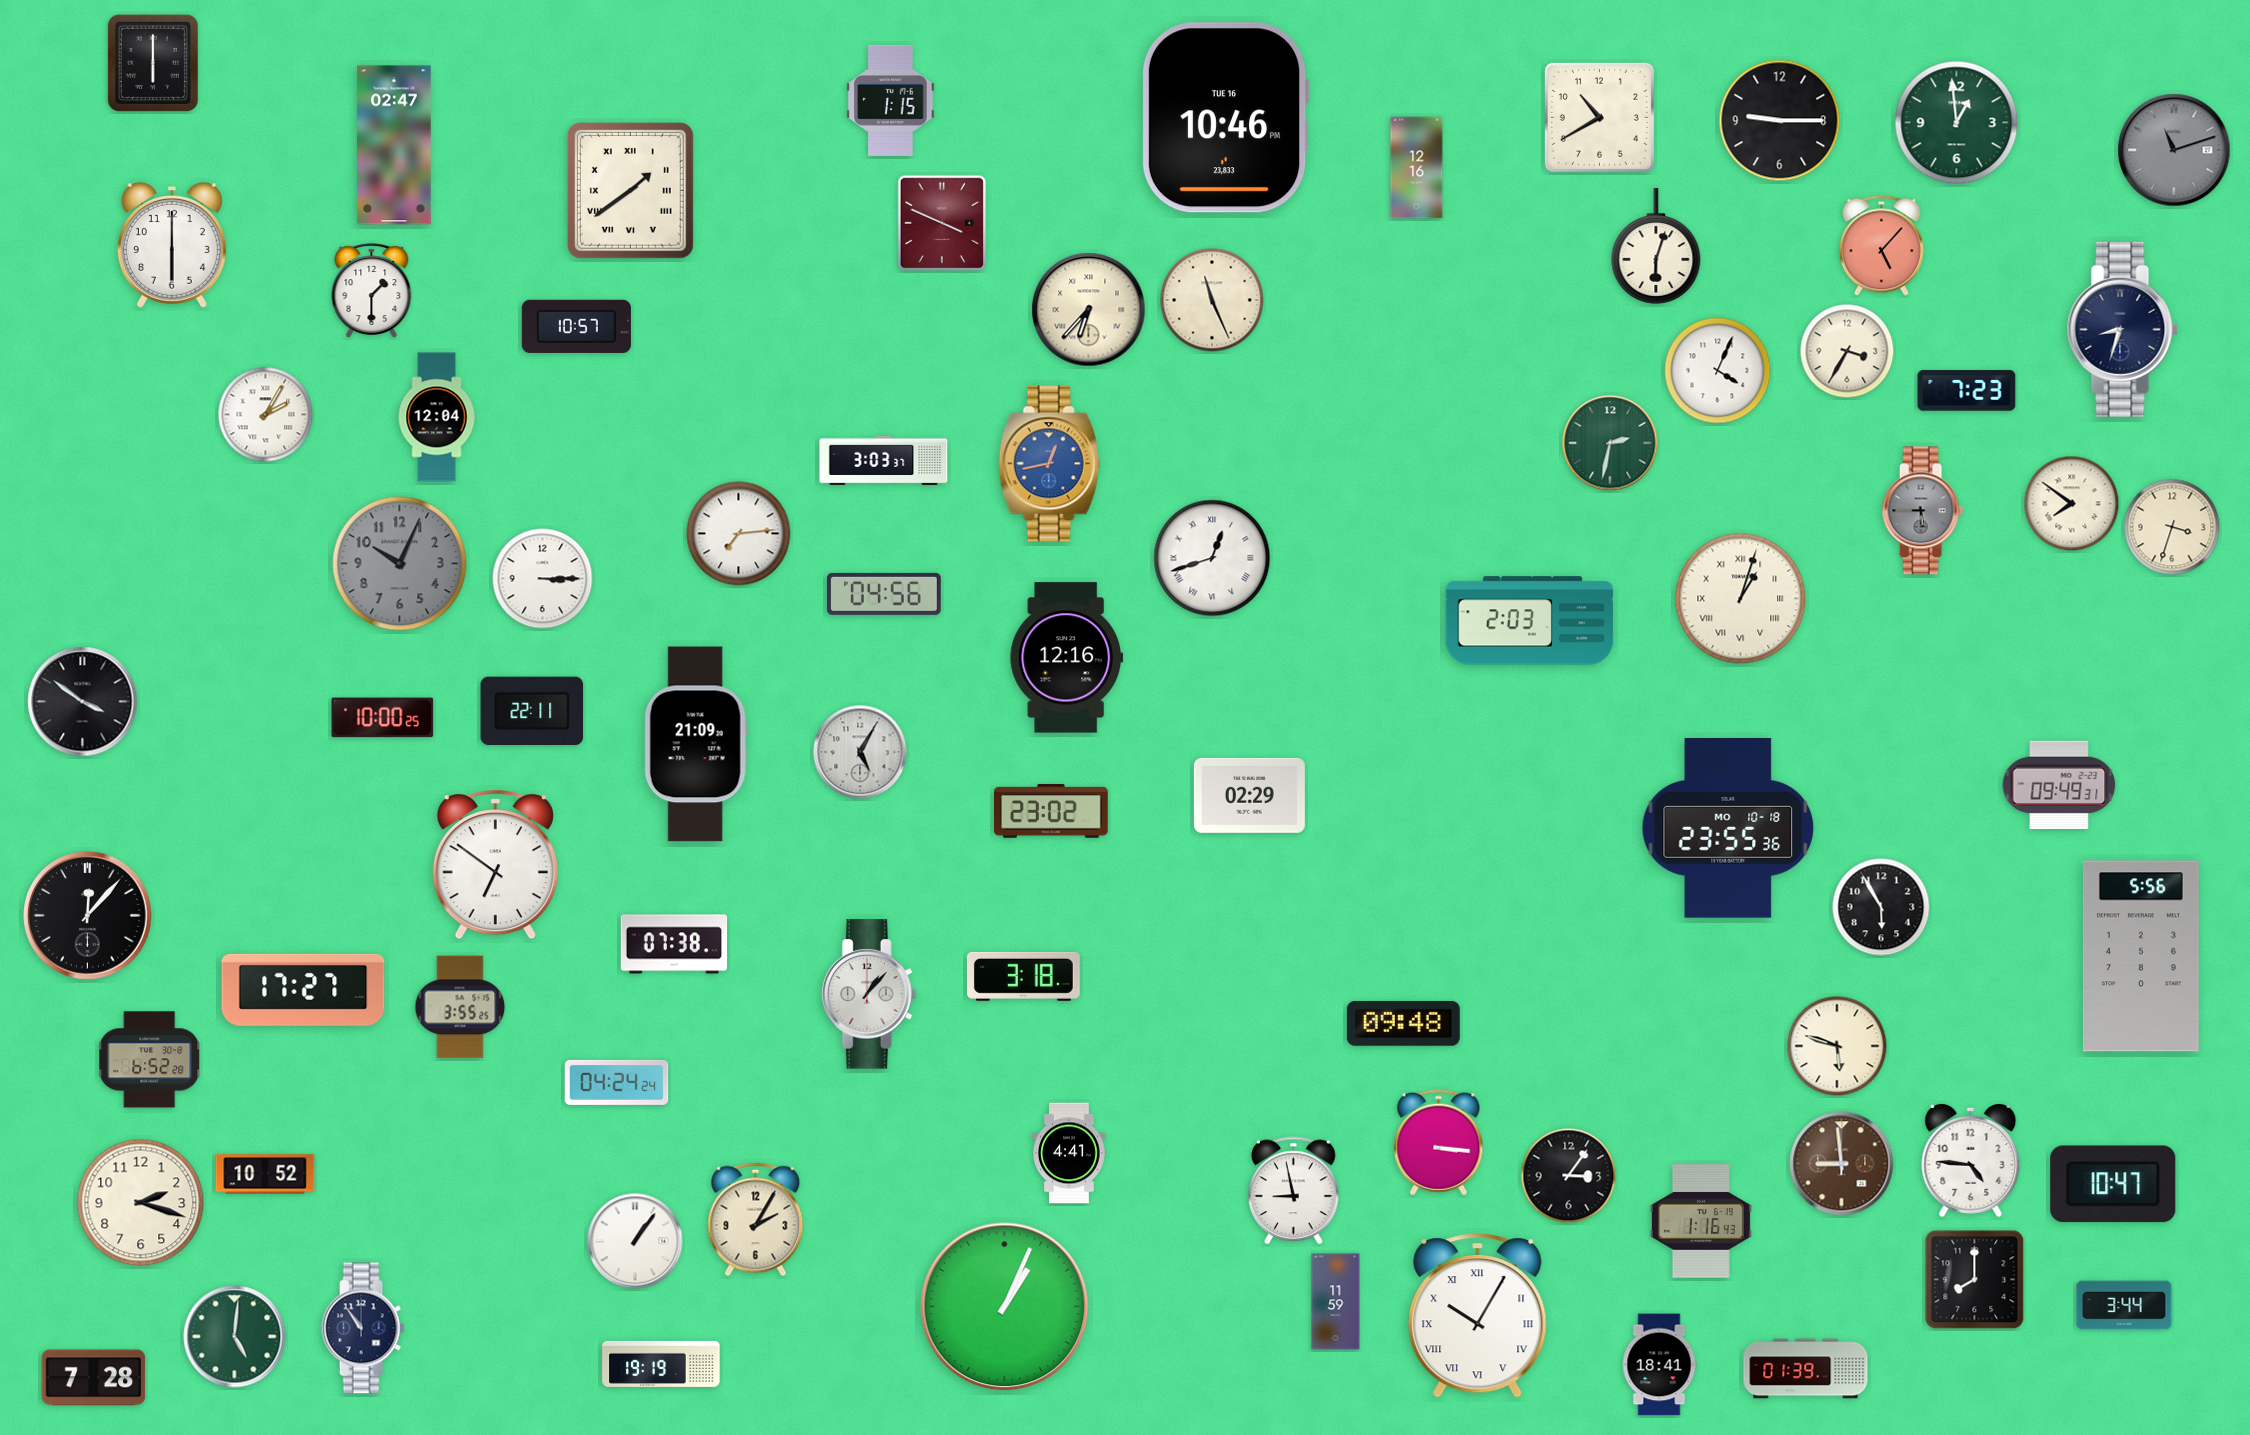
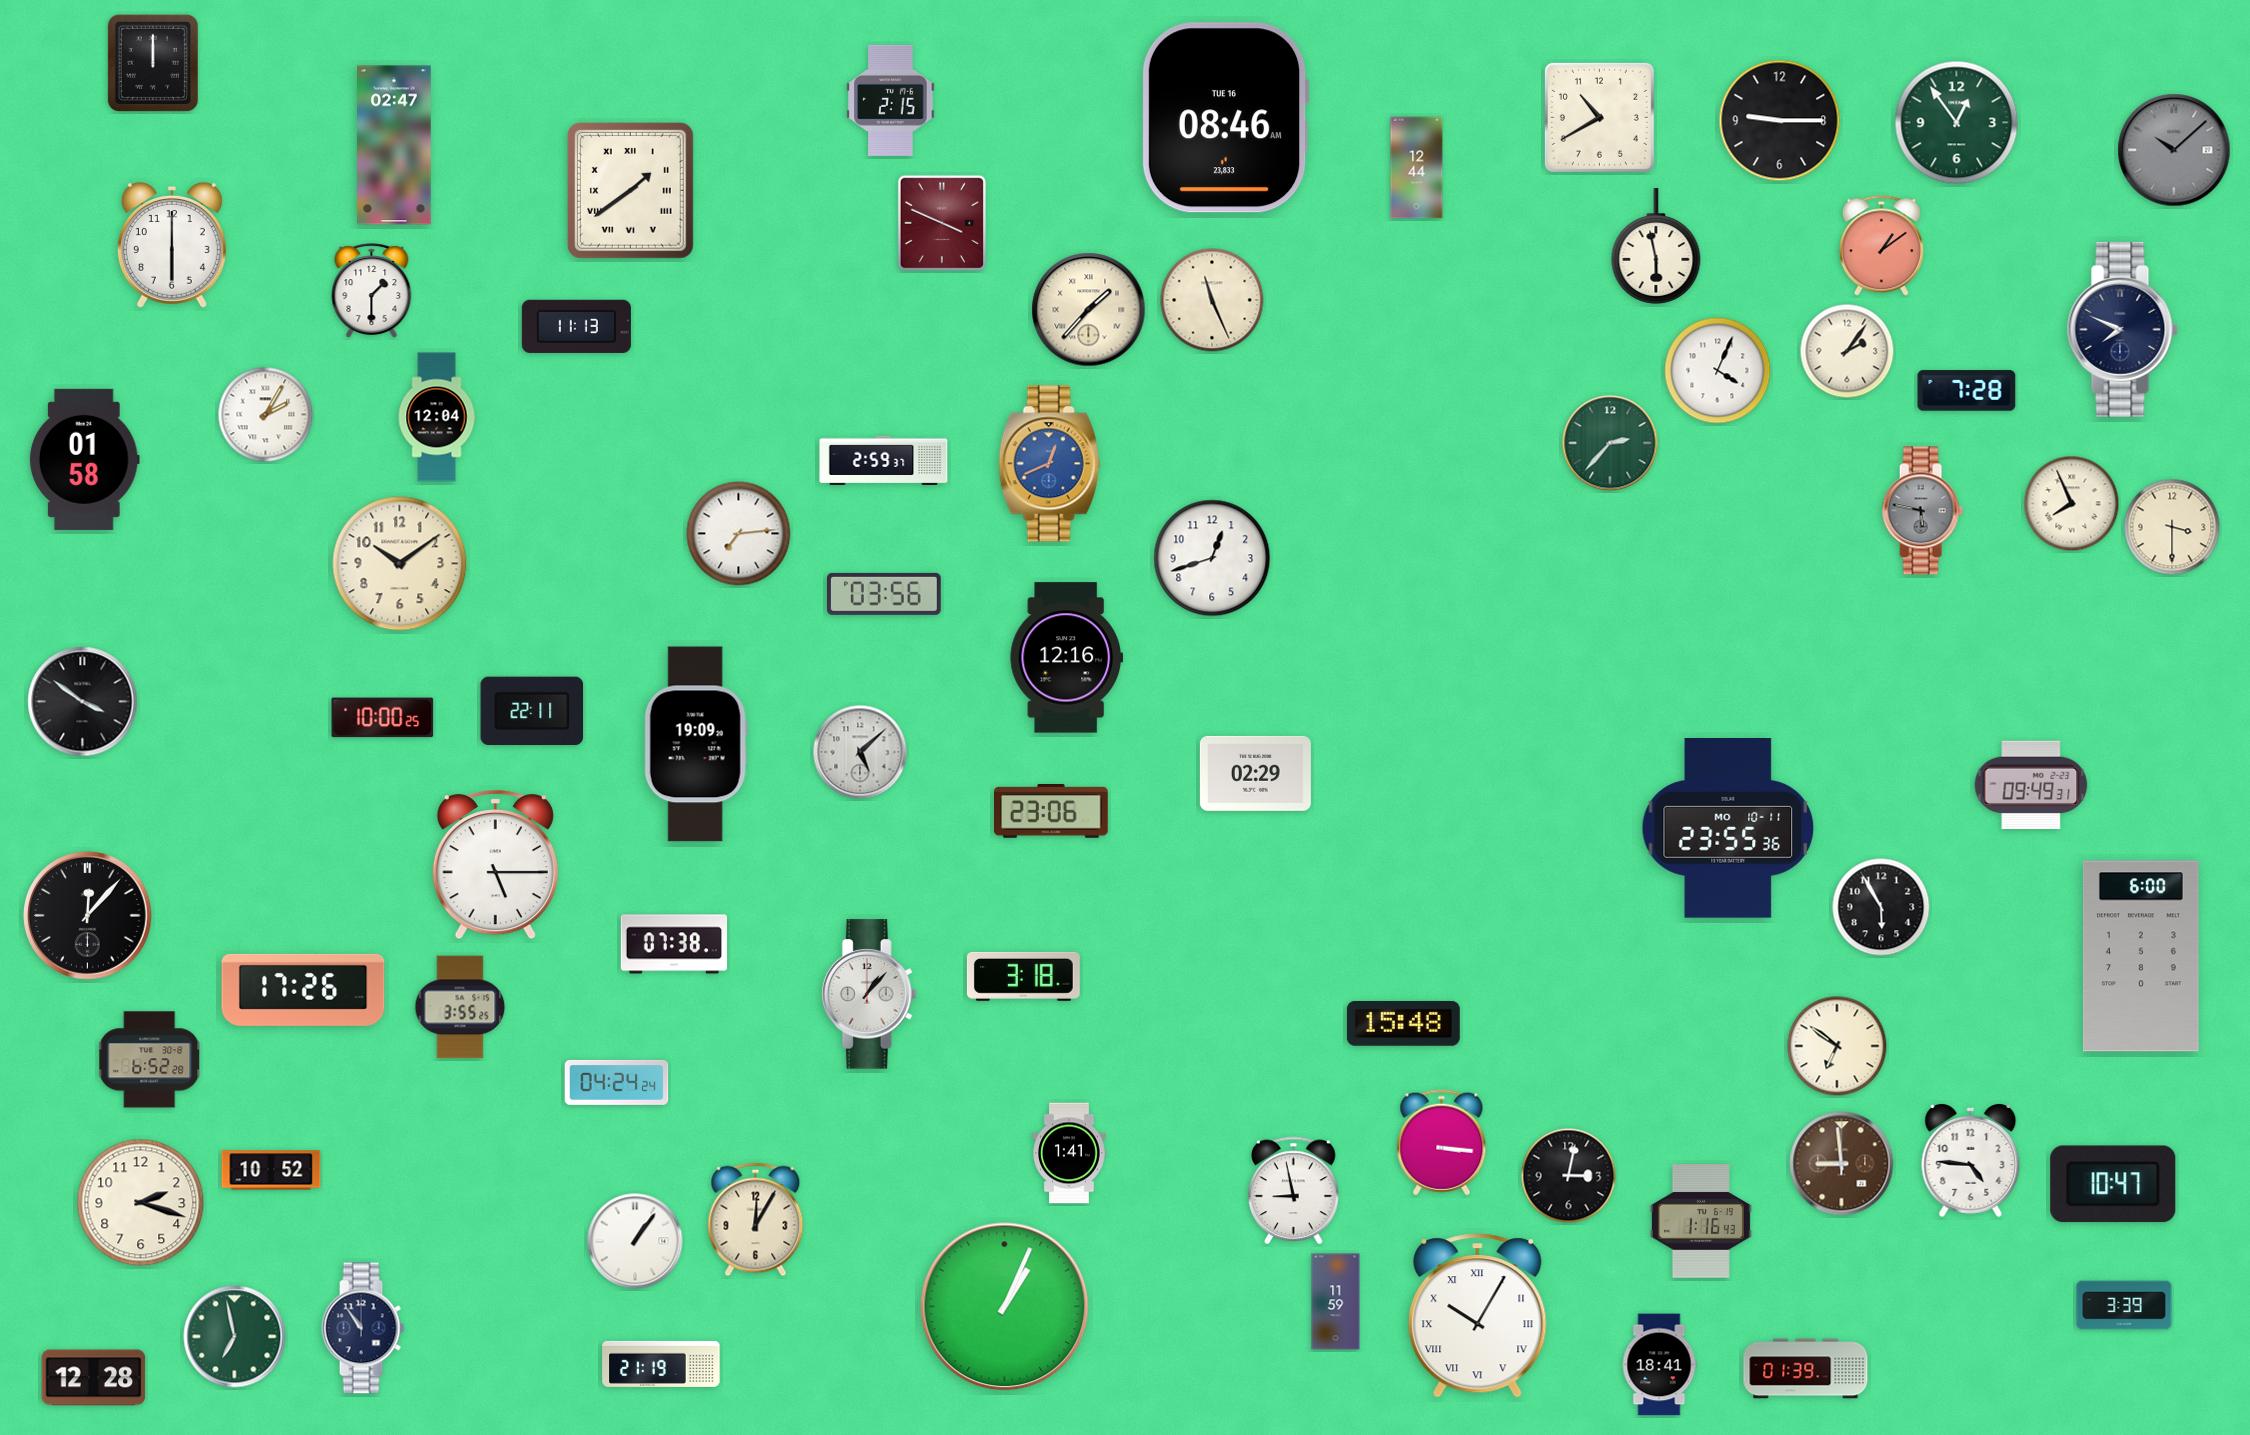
clock at (153, 63): 6:00 -> 12:00
clock at (891, 100): 1:15 -> 2:15
clock at (1225, 118): 10:46 -> 08:46
clock at (1957, 123): 12:59 -> 12:54
clock at (2174, 150): 11:12 -> 10:08
clock at (1417, 168): 12:16 -> 12:44
clock at (1656, 246): 6:03 -> 5:58
clock at (1881, 246): 5:07 -> 1:09
clock at (1089, 310): 6:37 -> 1:37
clock at (576, 326): 10:57 -> 11:13
clock at (2122, 329): 8:33 -> 7:49
clock at (1847, 351): 3:35 -> 2:06
clock at (1967, 391): 7:23 -> 7:28
clock at (1610, 443): 2:32 -> 2:37
clock at (84, 459): none -> 01:58
clock at (884, 460): 3:03 -> 2:59
clock at (1050, 464): 12:43 -> 12:41
clock at (2072, 504): 7:51 -> 7:56
clock at (1922, 511): 5:45 -> 5:47
clock at (2172, 527): 3:33 -> 3:30
clock at (1212, 558) numerals: Roman -> Arabic
clock at (400, 564): 10:04 -> 10:09
clock at (400, 564) dial: grey -> cream
clock at (543, 579): 3:15 -> none
clock at (884, 594): 04:56 -> 03:56
clock at (1741, 599): 1:03 -> none
clock at (1530, 621): 2:03 -> none
clock at (696, 744): 21:09 -> 19:09
clock at (860, 752): 5:05 -> 5:08
clock at (2059, 785) position: (2059, 785) -> (2031, 785)
clock at (1249, 795) position: (1249, 795) -> (1255, 773)
clock at (1051, 812): 23:02 -> 23:06
clock at (1728, 829) date: MO 10-18 -> MO 10-11
clock at (495, 865): 6:51 -> 5:15
clock at (2141, 956): 5:56 -> 6:00
clock at (303, 990): 17:27 -> 17:26
clock at (1403, 1023): 09:48 -> 15:48
clock at (1837, 1046): 5:48 -> 6:51
clock at (1439, 1143) position: (1439, 1143) -> (1442, 1143)
clock at (1069, 1153): 4:41 -> 1:41
clock at (265, 1174) position: (265, 1174) -> (271, 1170)
clock at (1569, 1176): 3:06 -> 3:02
clock at (756, 1220): 2:05 -> 12:05
clock at (1975, 1280): 8:00 -> none
clock at (2124, 1305): 3:44 -> 3:39
clock at (235, 1337): 5:01 -> 6:58
clock at (661, 1364): 19:19 -> 21:19
clock at (94, 1378): 7:28 -> 12:28
